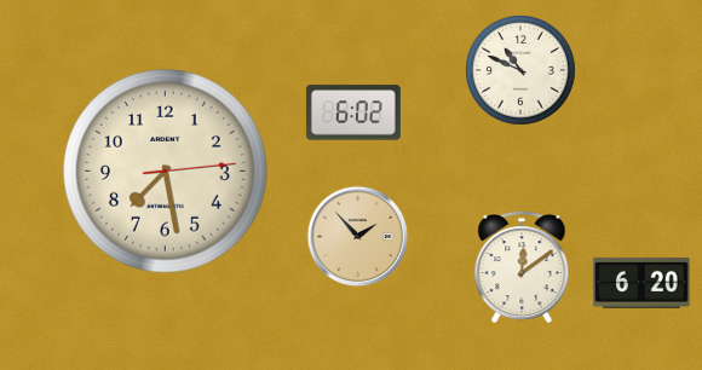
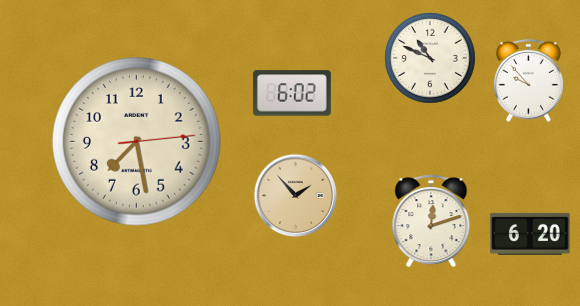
clock at (528, 80): none -> 9:53
clock at (522, 267): 12:09 -> 12:12
